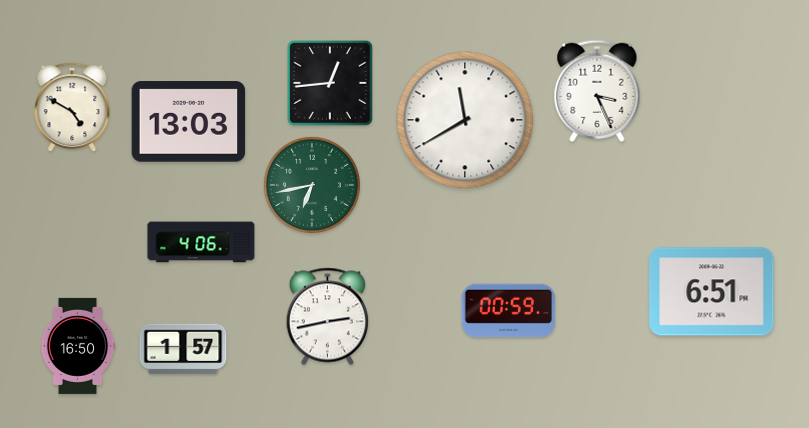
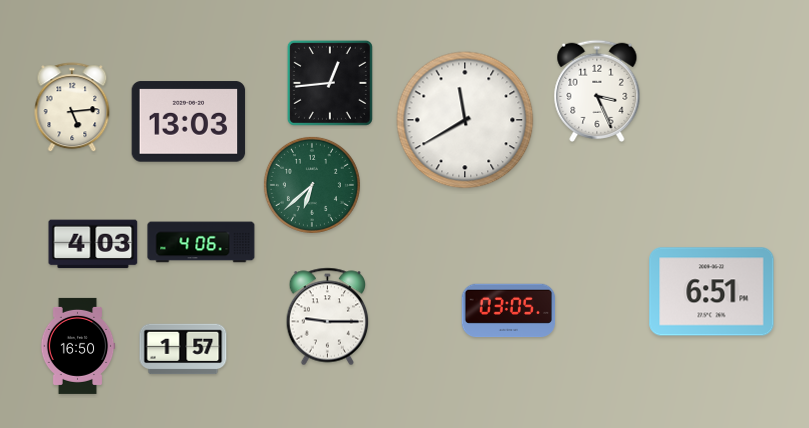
clock at (72, 108): 4:50 -> 5:14
clock at (312, 185): 6:43 -> 6:38
clock at (93, 244): none -> 4:03
clock at (509, 311): 00:59 -> 03:05
clock at (328, 317): 2:43 -> 9:15
